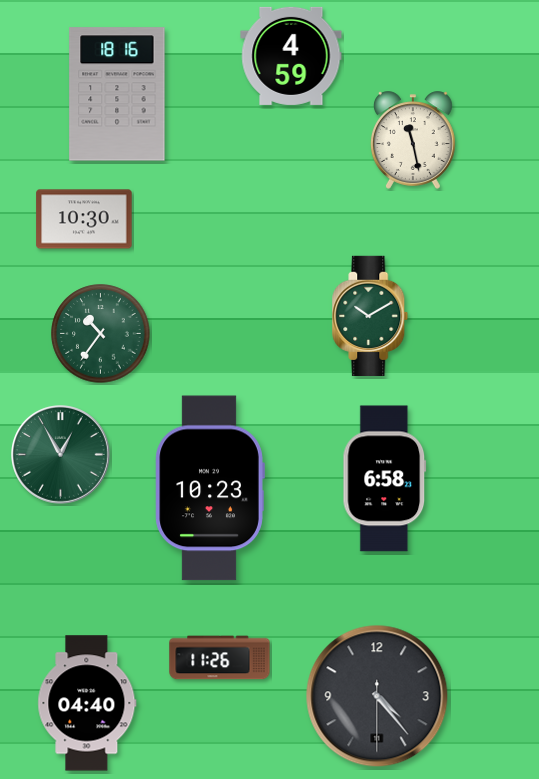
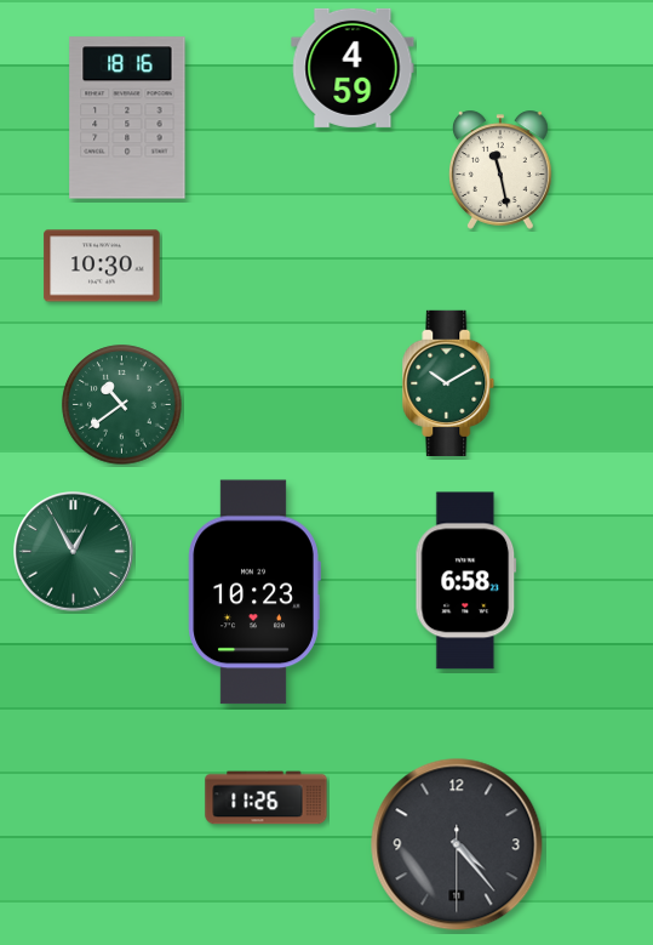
clock at (117, 94) position: (117, 94) -> (127, 118)
clock at (101, 334): 10:36 -> 10:39
clock at (87, 703): 04:40 -> none
